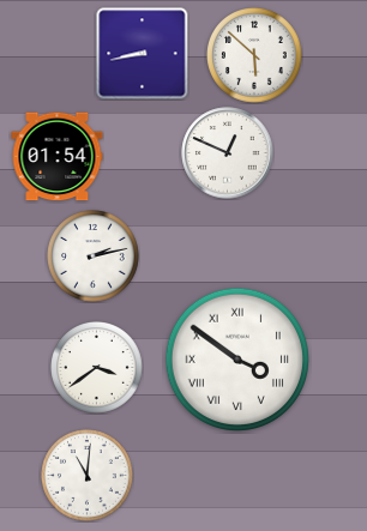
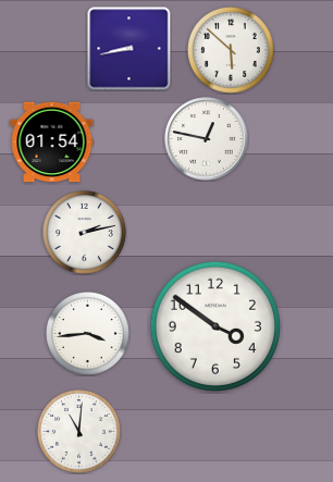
clock at (228, 153): 12:49 -> 12:47
clock at (236, 358) numerals: Roman -> Arabic
clock at (97, 368): 3:39 -> 3:44
